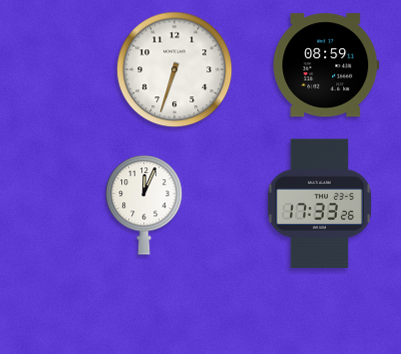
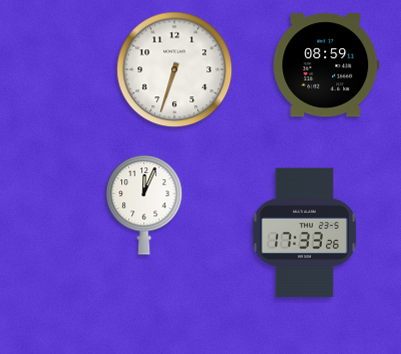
clock at (319, 204) position: (319, 204) -> (304, 233)
